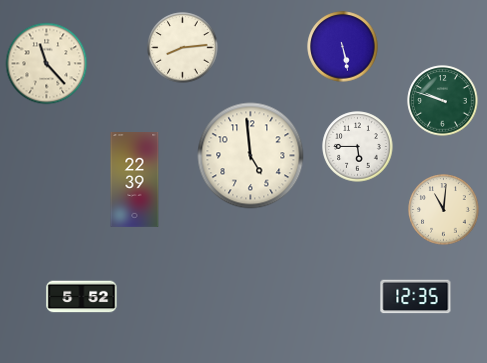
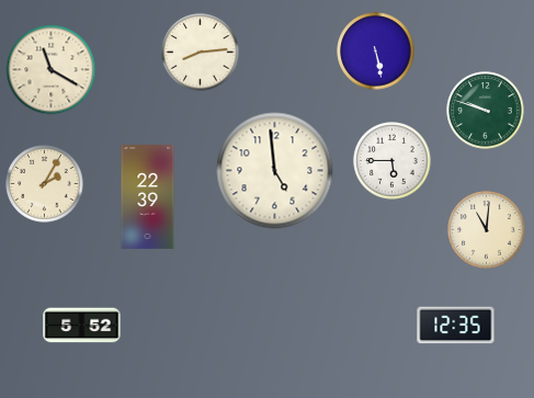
clock at (47, 64): 11:23 -> 11:20
clock at (45, 184): none -> 2:05
clock at (82, 297) position: (82, 297) -> (82, 326)
